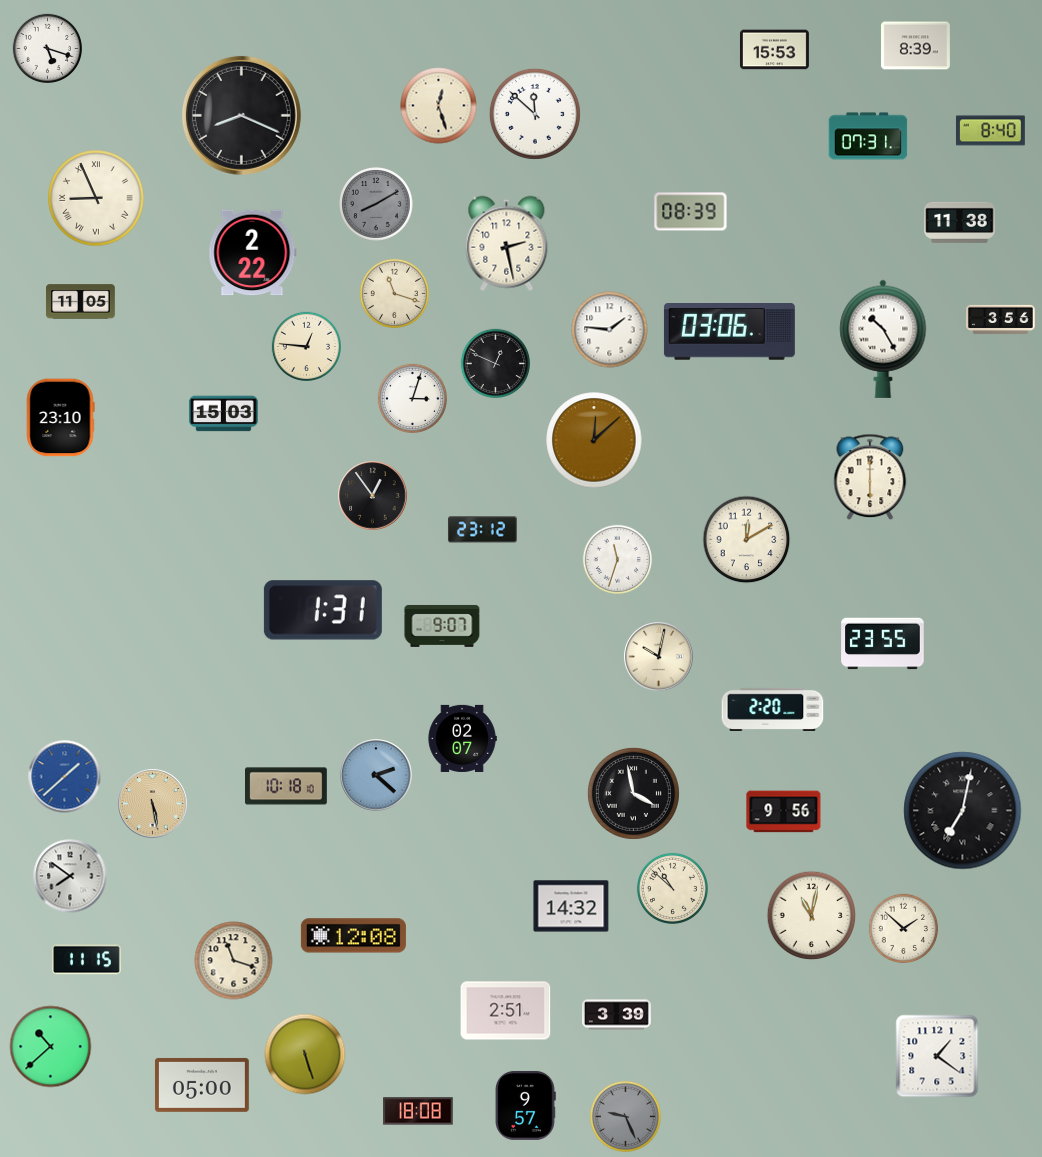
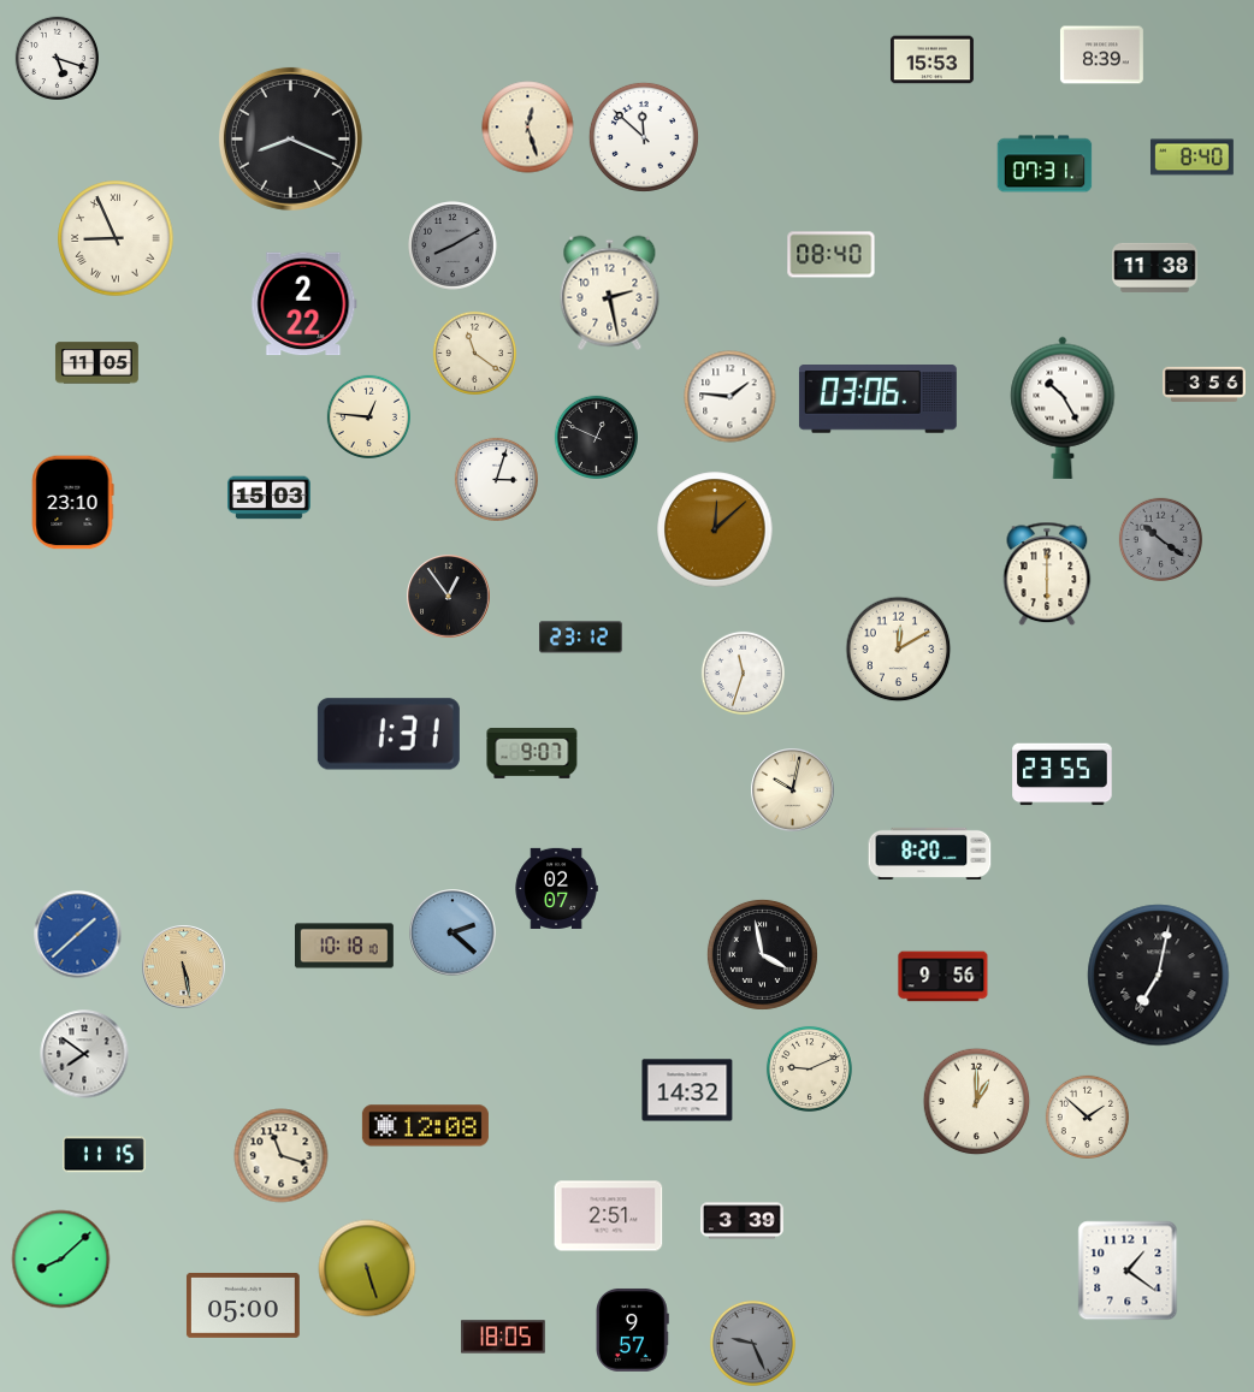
clock at (691, 212): 08:39 -> 08:40
clock at (394, 293): 11:18 -> 11:21
clock at (610, 330) position: (610, 330) -> (730, 397)
clock at (1160, 539): none -> 10:21
clock at (773, 709): 2:20 -> 8:20
clock at (672, 888): 10:52 -> 9:11
clock at (812, 916): 11:02 -> 1:00
clock at (51, 1047): 10:38 -> 8:08
clock at (418, 1111): 18:08 -> 18:05
